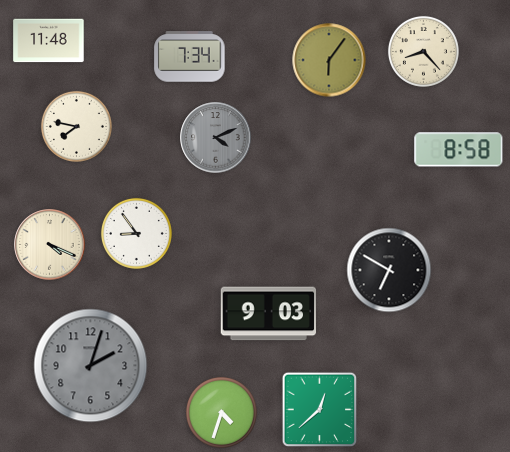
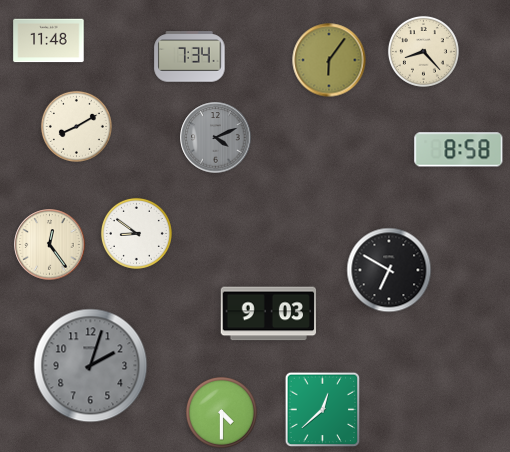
clock at (76, 126): 7:47 -> 8:10
clock at (136, 233): 8:54 -> 8:51
clock at (50, 245): 4:19 -> 12:24
clock at (320, 410) position: (320, 410) -> (323, 410)
clock at (221, 412): 4:33 -> 4:30
